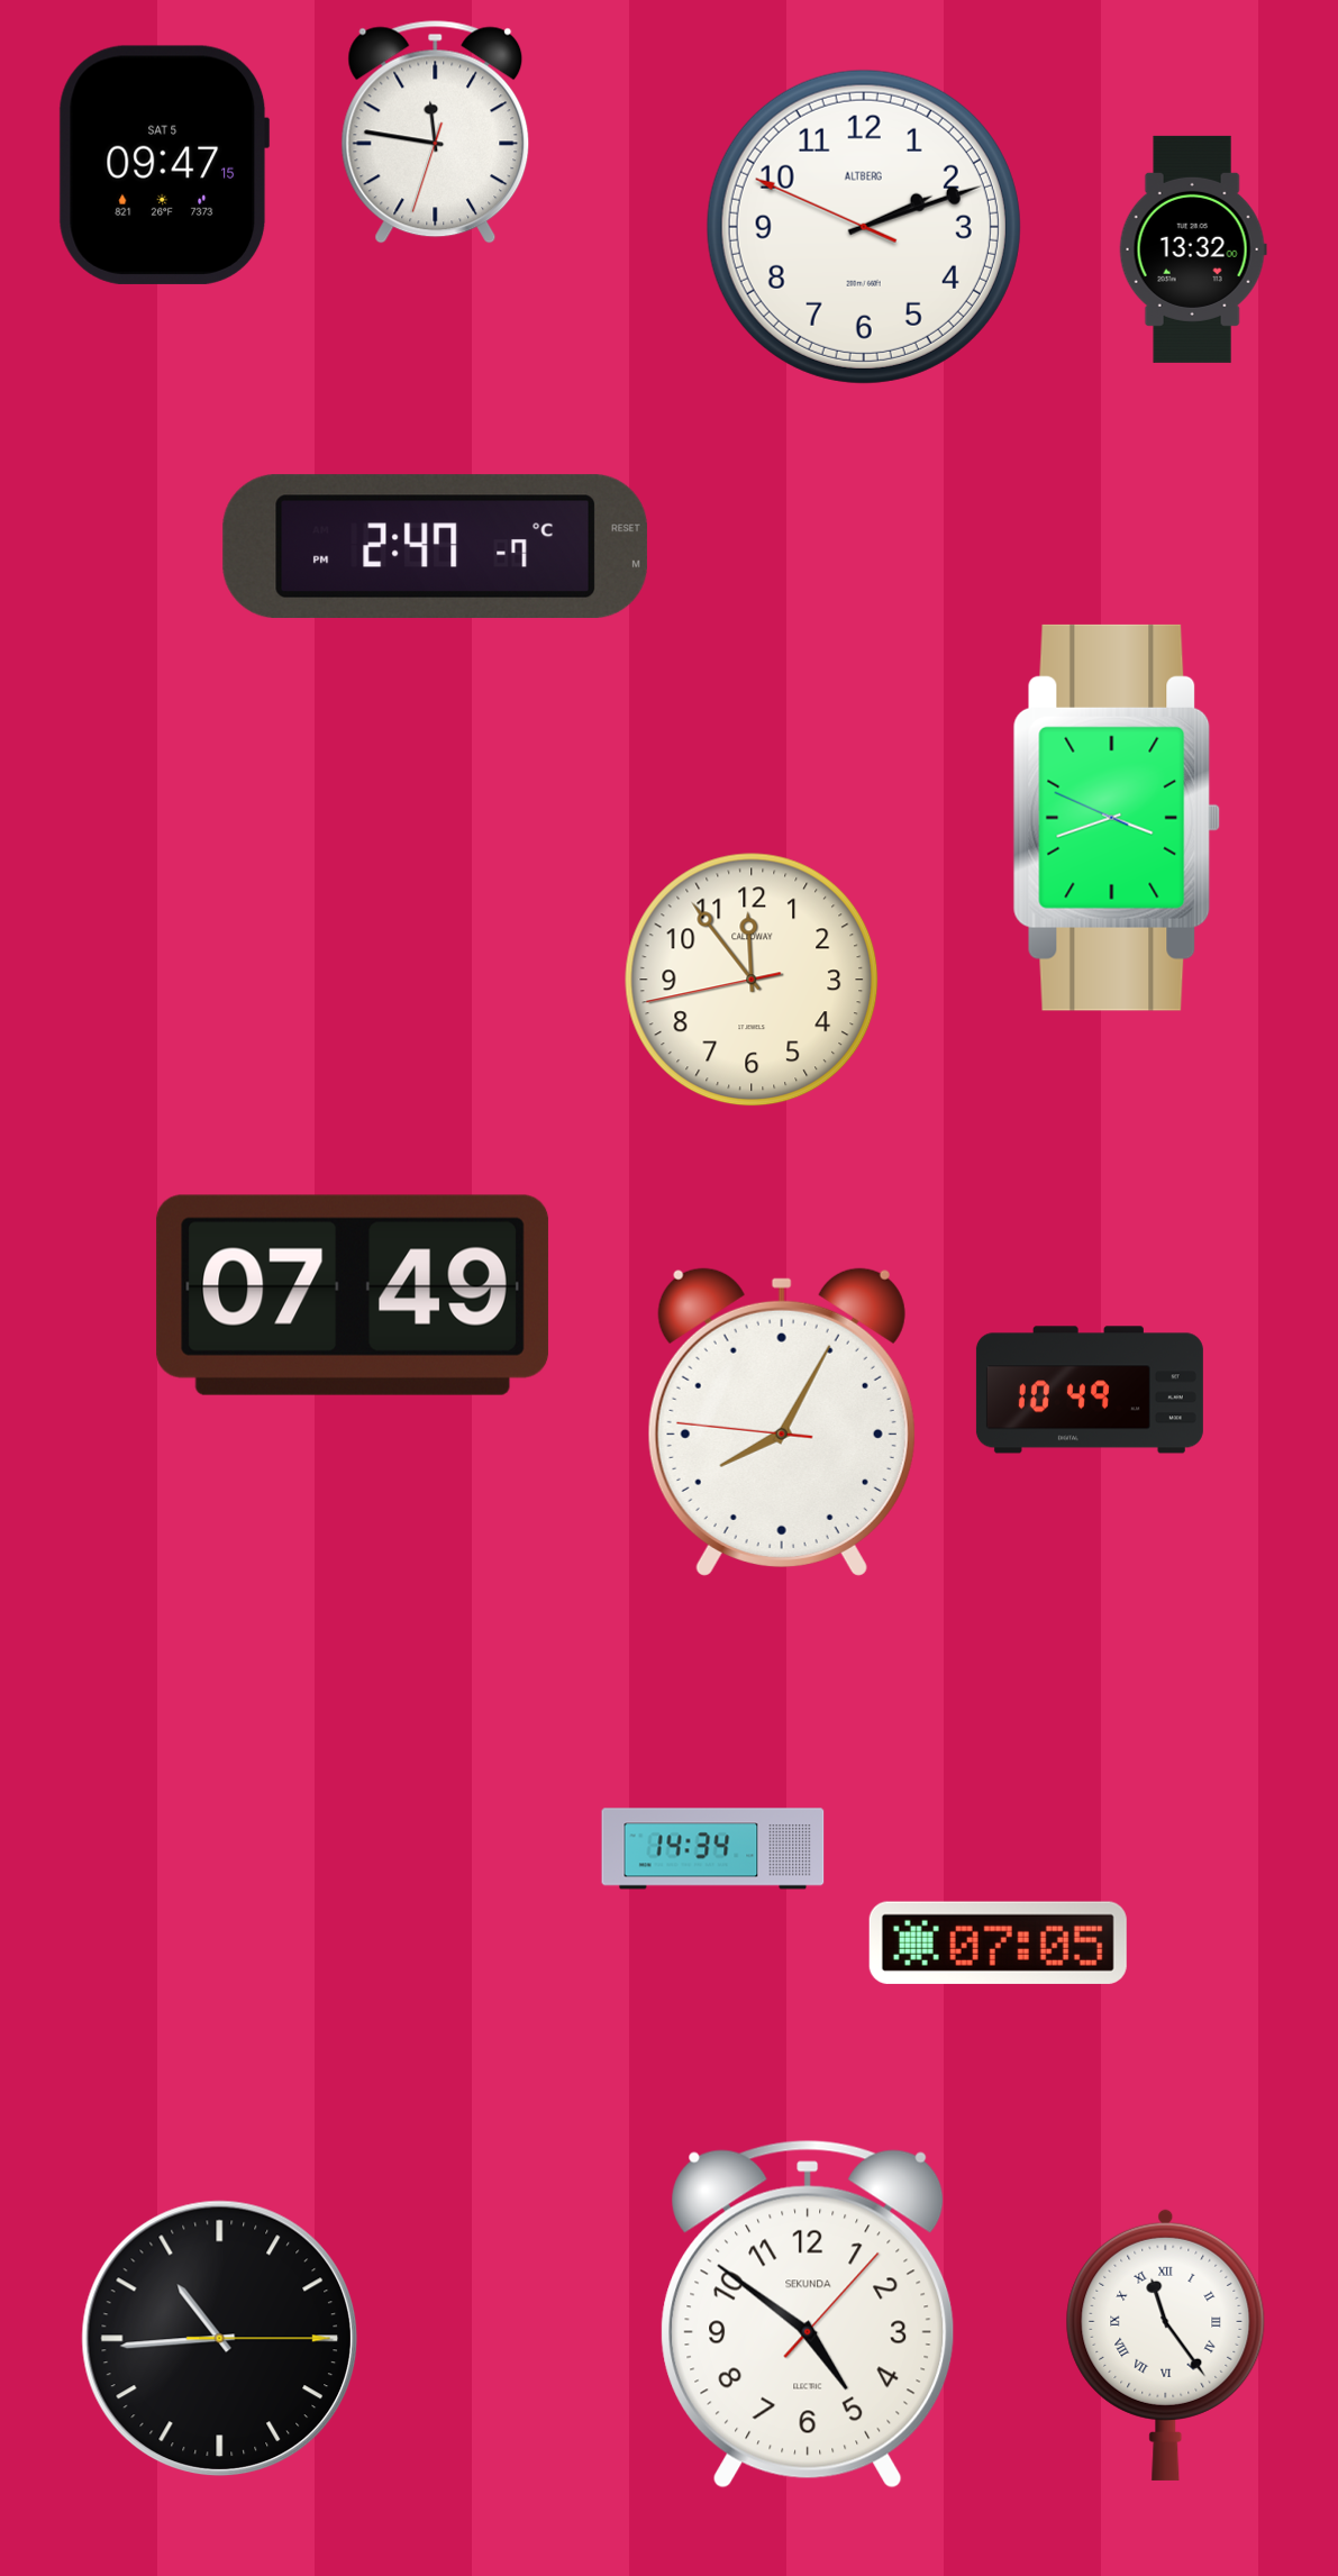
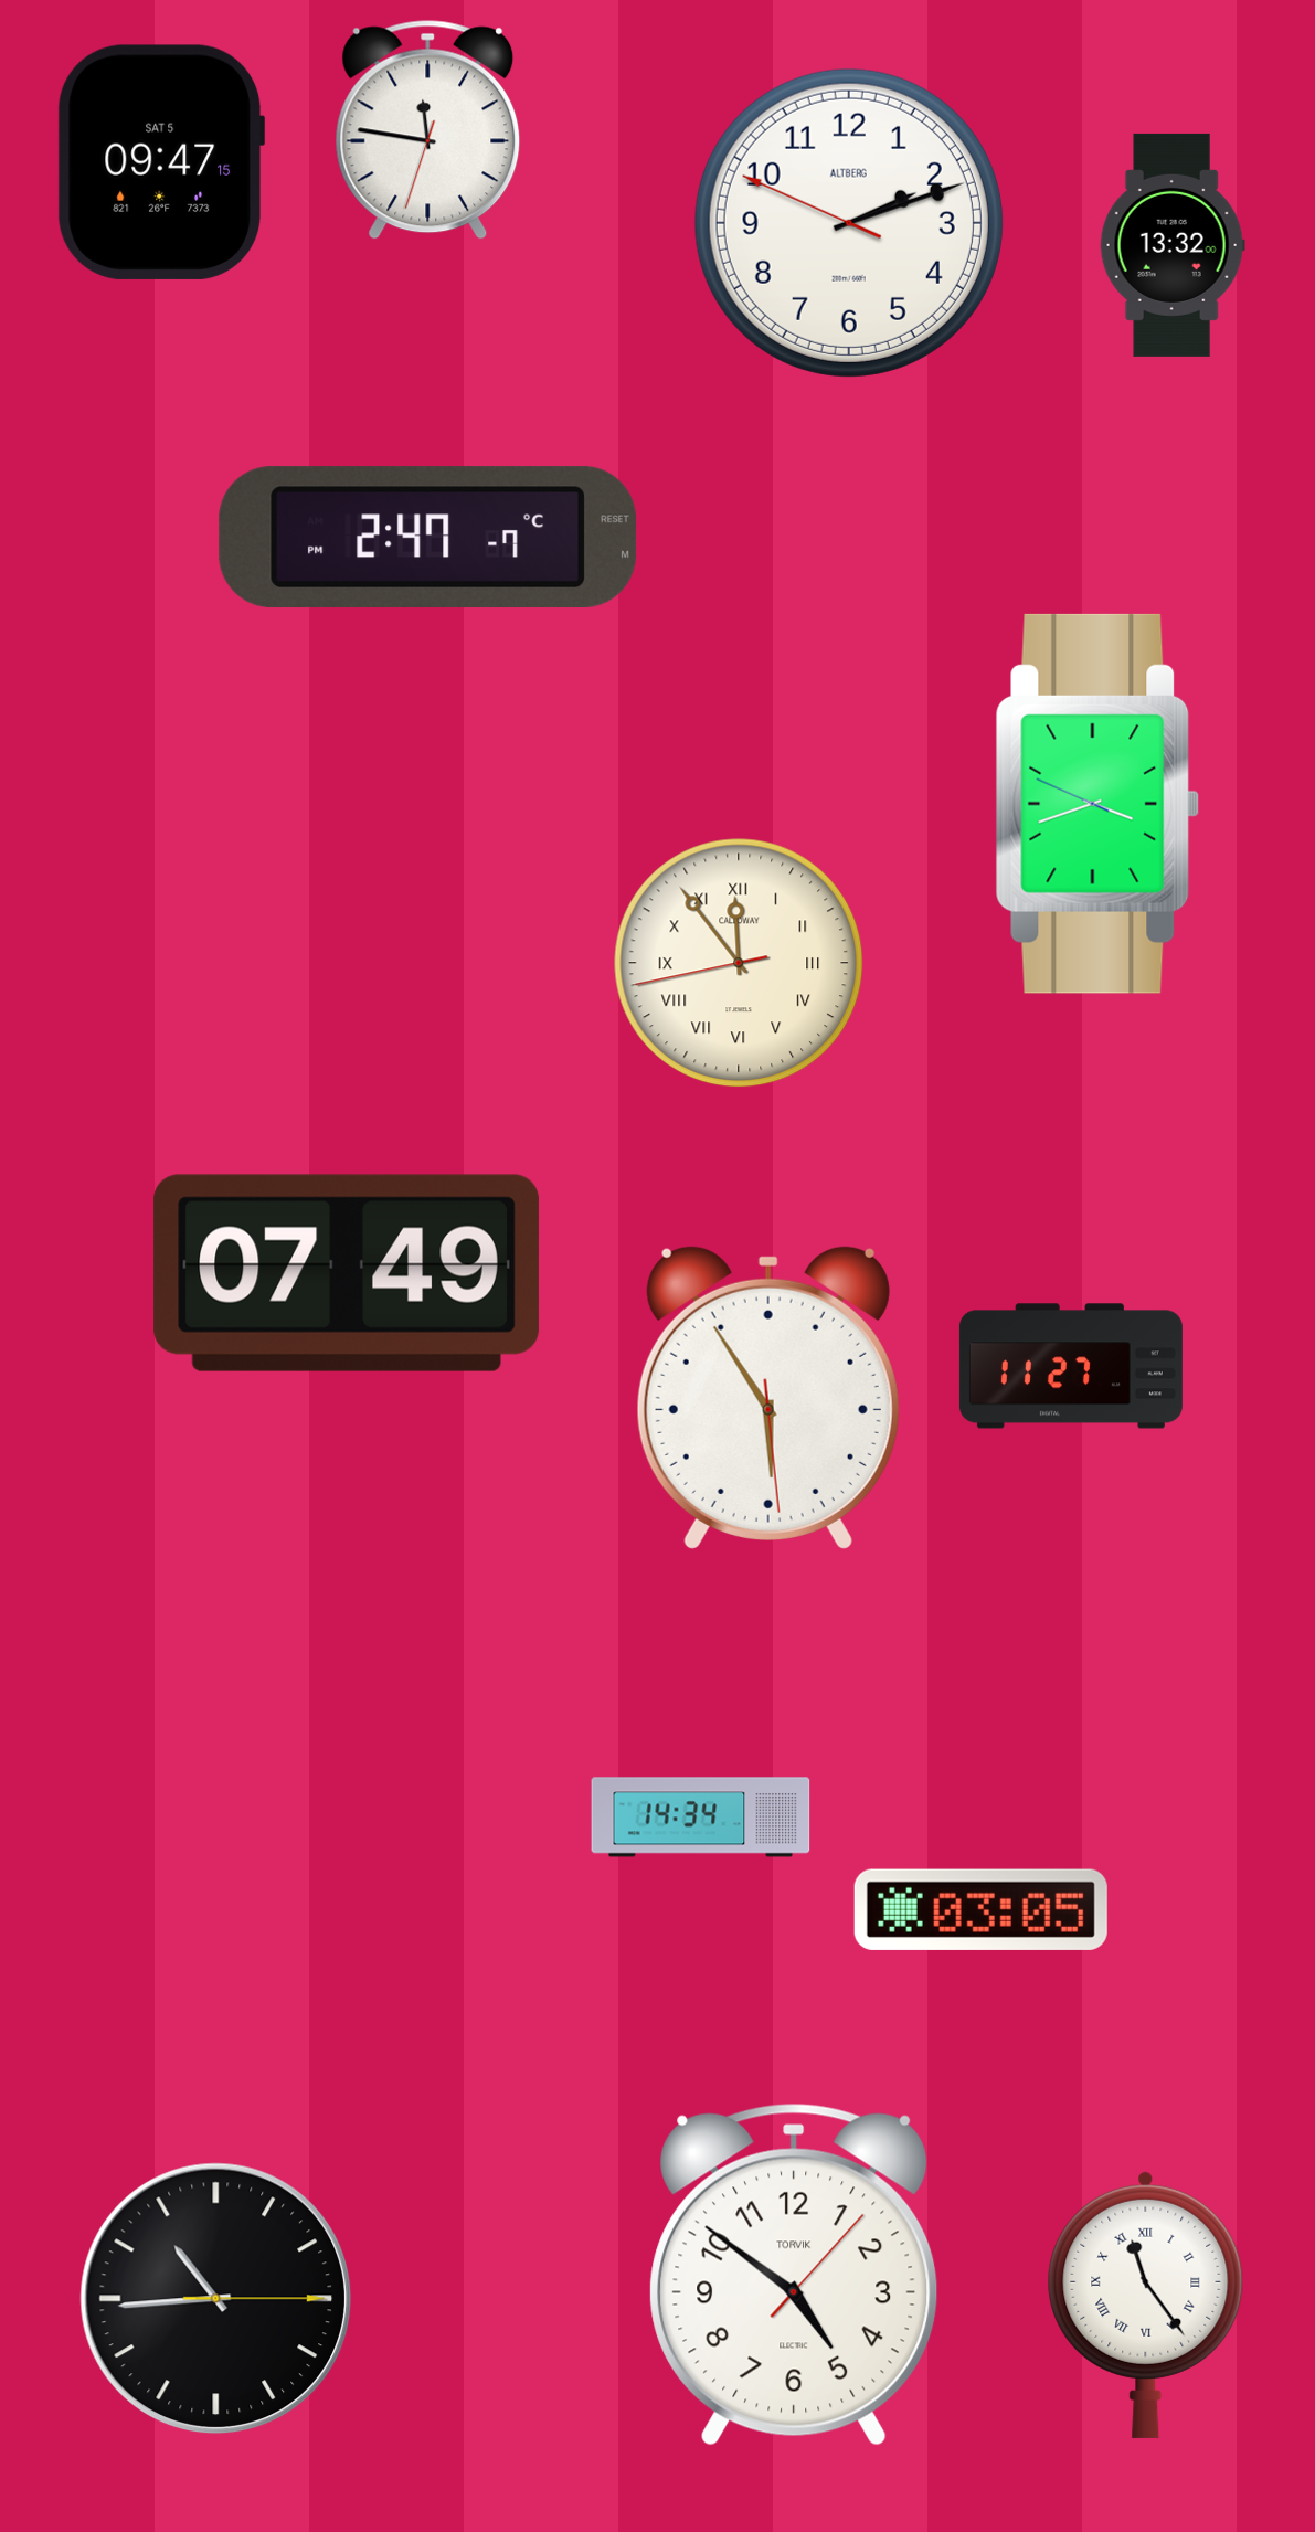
clock at (752, 980) numerals: Arabic -> Roman
clock at (1090, 1390): 10:49 -> 11:27
clock at (782, 1422): 8:04 -> 5:54
clock at (998, 1942): 07:05 -> 03:05
clock at (808, 2314) brand: SEKUNDA -> TORVIK
